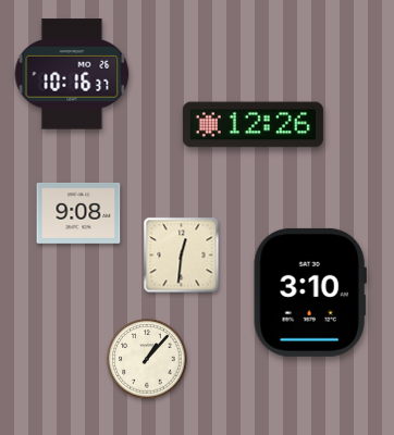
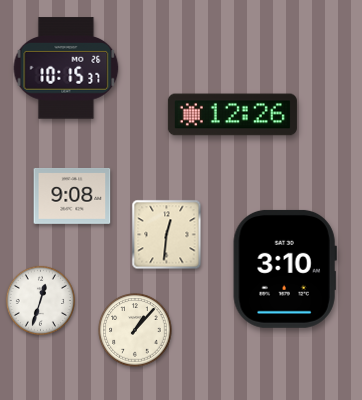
clock at (72, 74): 10:16 -> 10:15
clock at (40, 300): none -> 12:33
